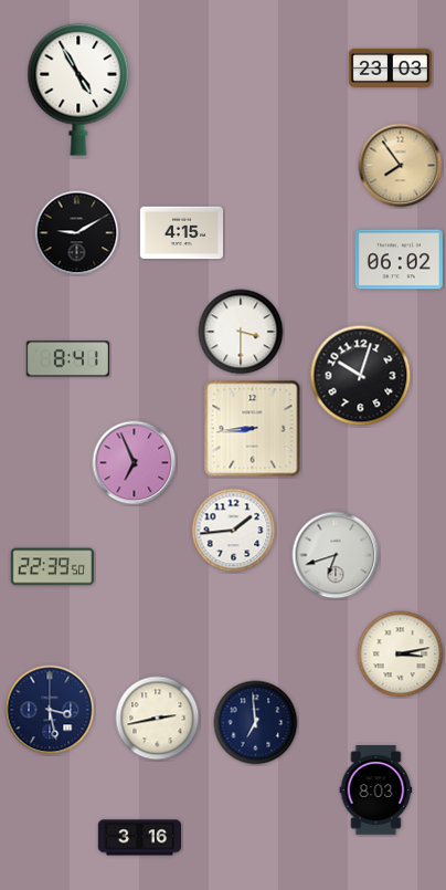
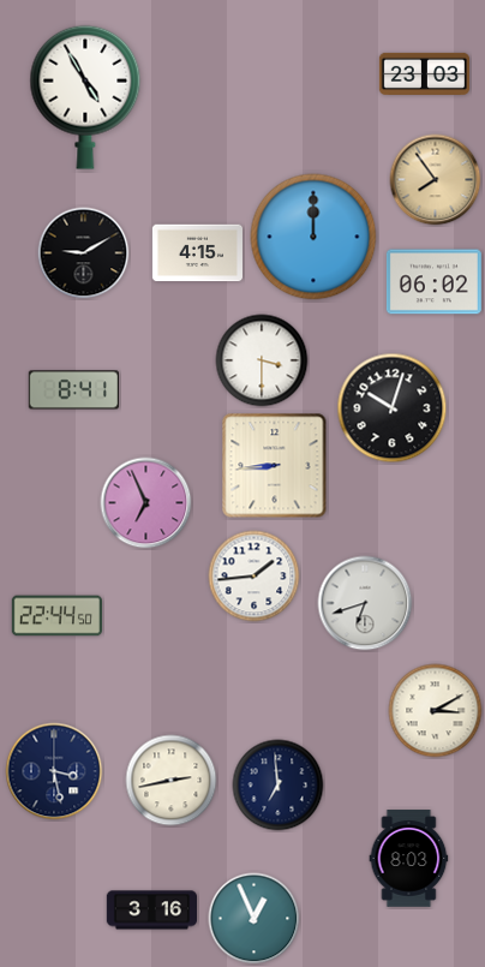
clock at (313, 237): none -> 12:00
clock at (52, 567): 22:39 -> 22:44
clock at (401, 655): 3:13 -> 3:10
clock at (255, 919): none -> 12:56
